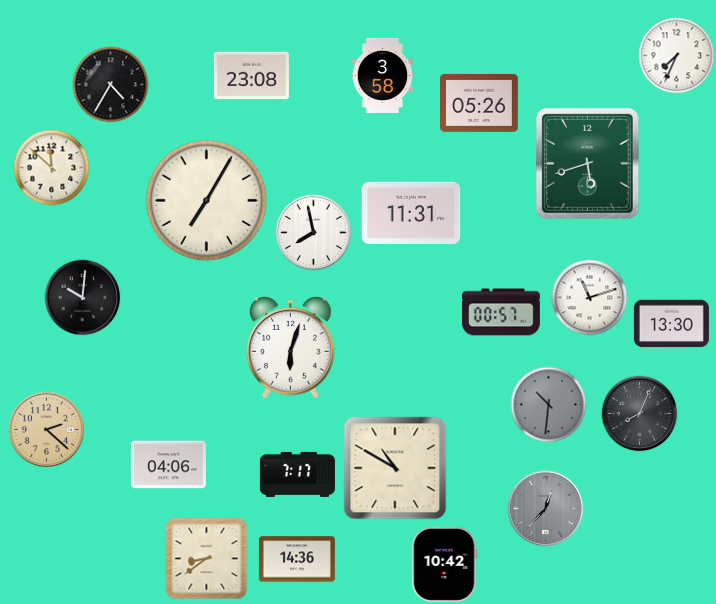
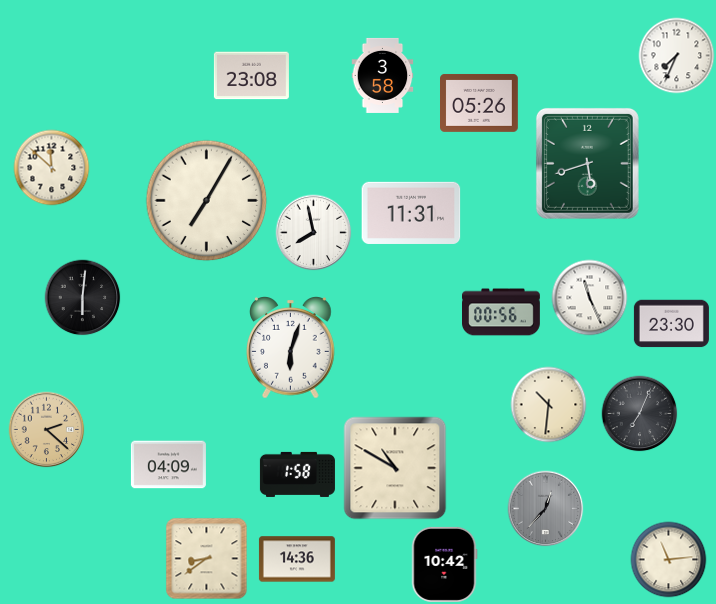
clock at (111, 85): 4:35 -> none
clock at (83, 298): 10:01 -> 6:01
clock at (590, 298): 11:12 -> 11:26
clock at (502, 312): 00:57 -> 00:56
clock at (671, 324): 13:30 -> 23:30
clock at (549, 405) dial: grey -> cream
clock at (640, 414): 8:04 -> 7:04
clock at (168, 465): 04:06 -> 04:09
clock at (297, 474): 7:17 -> 1:58
clock at (669, 560): none -> 11:14
